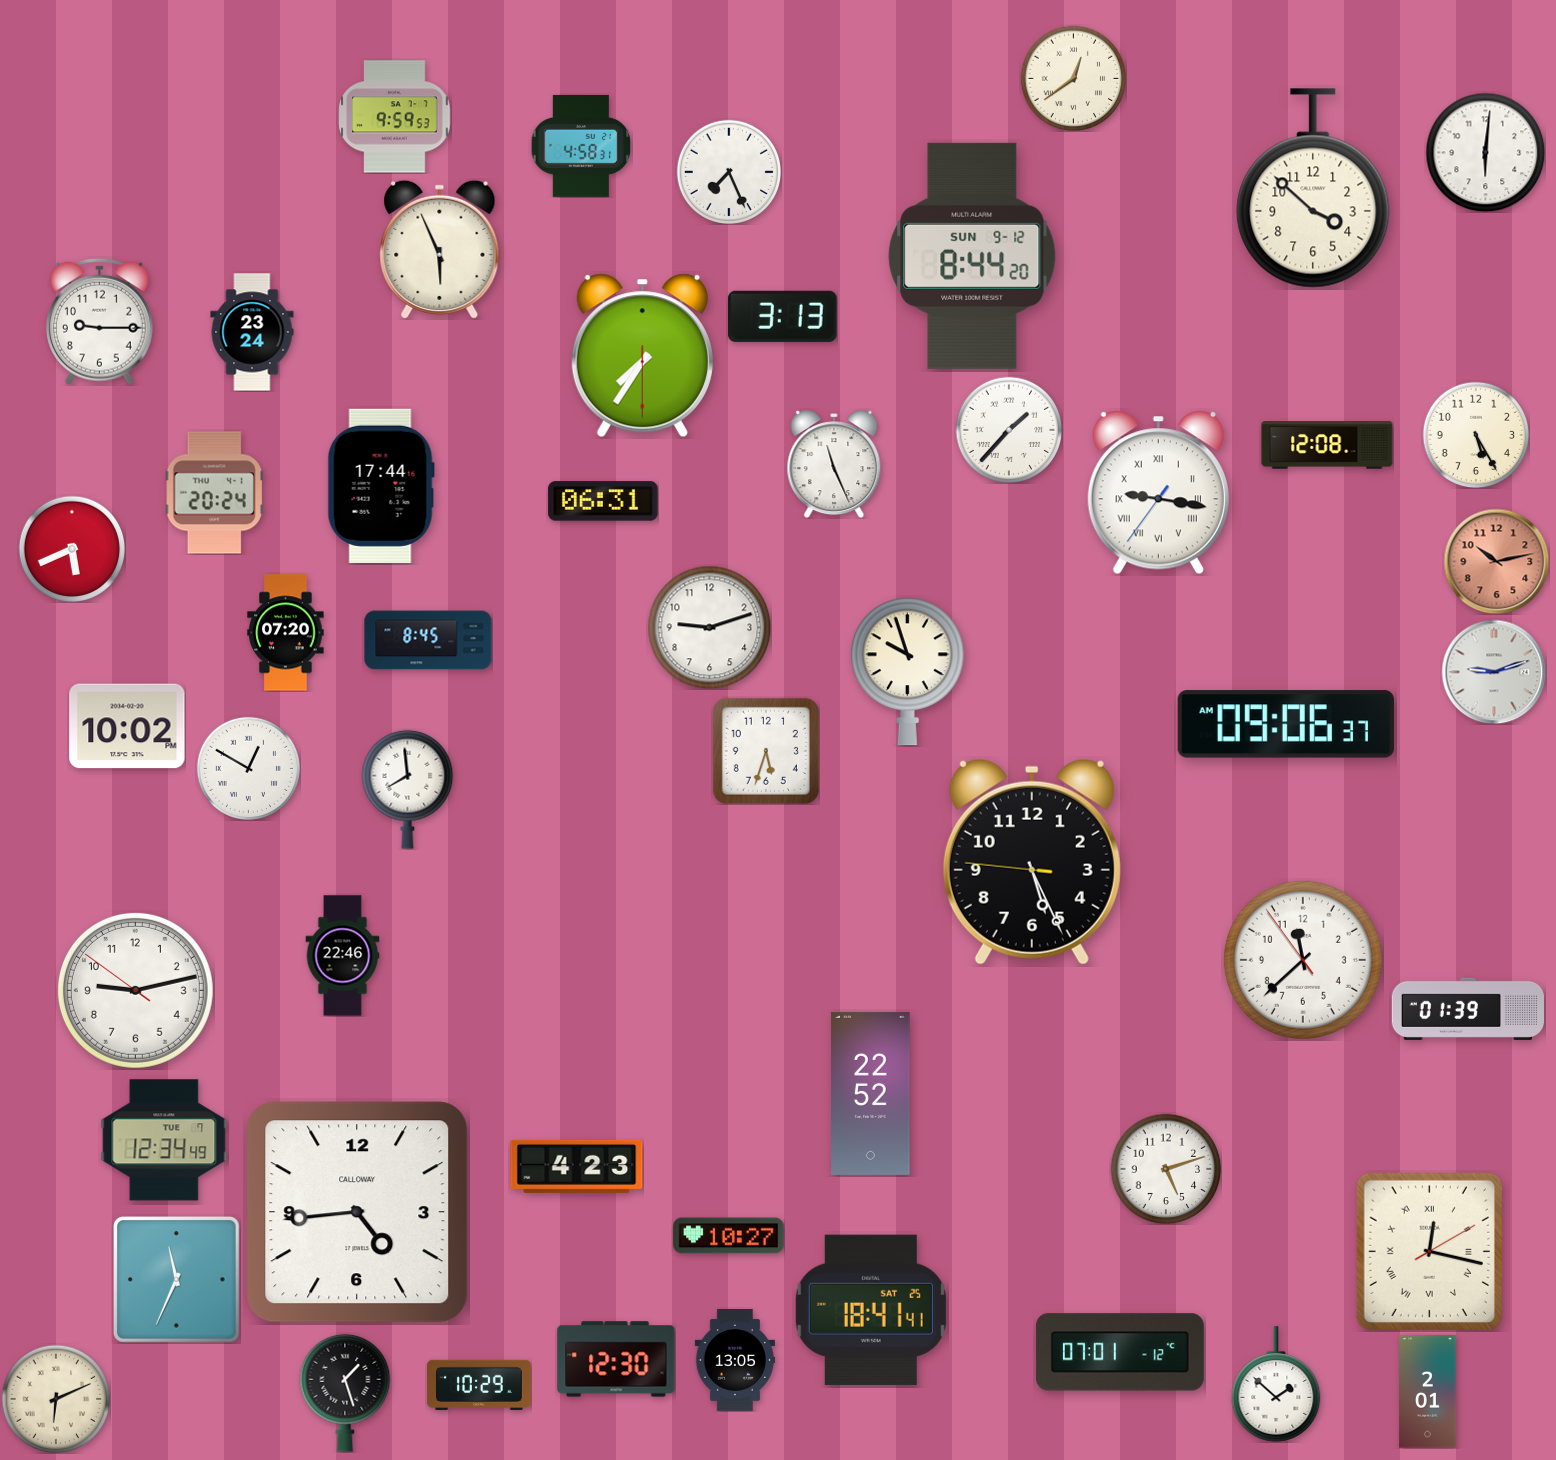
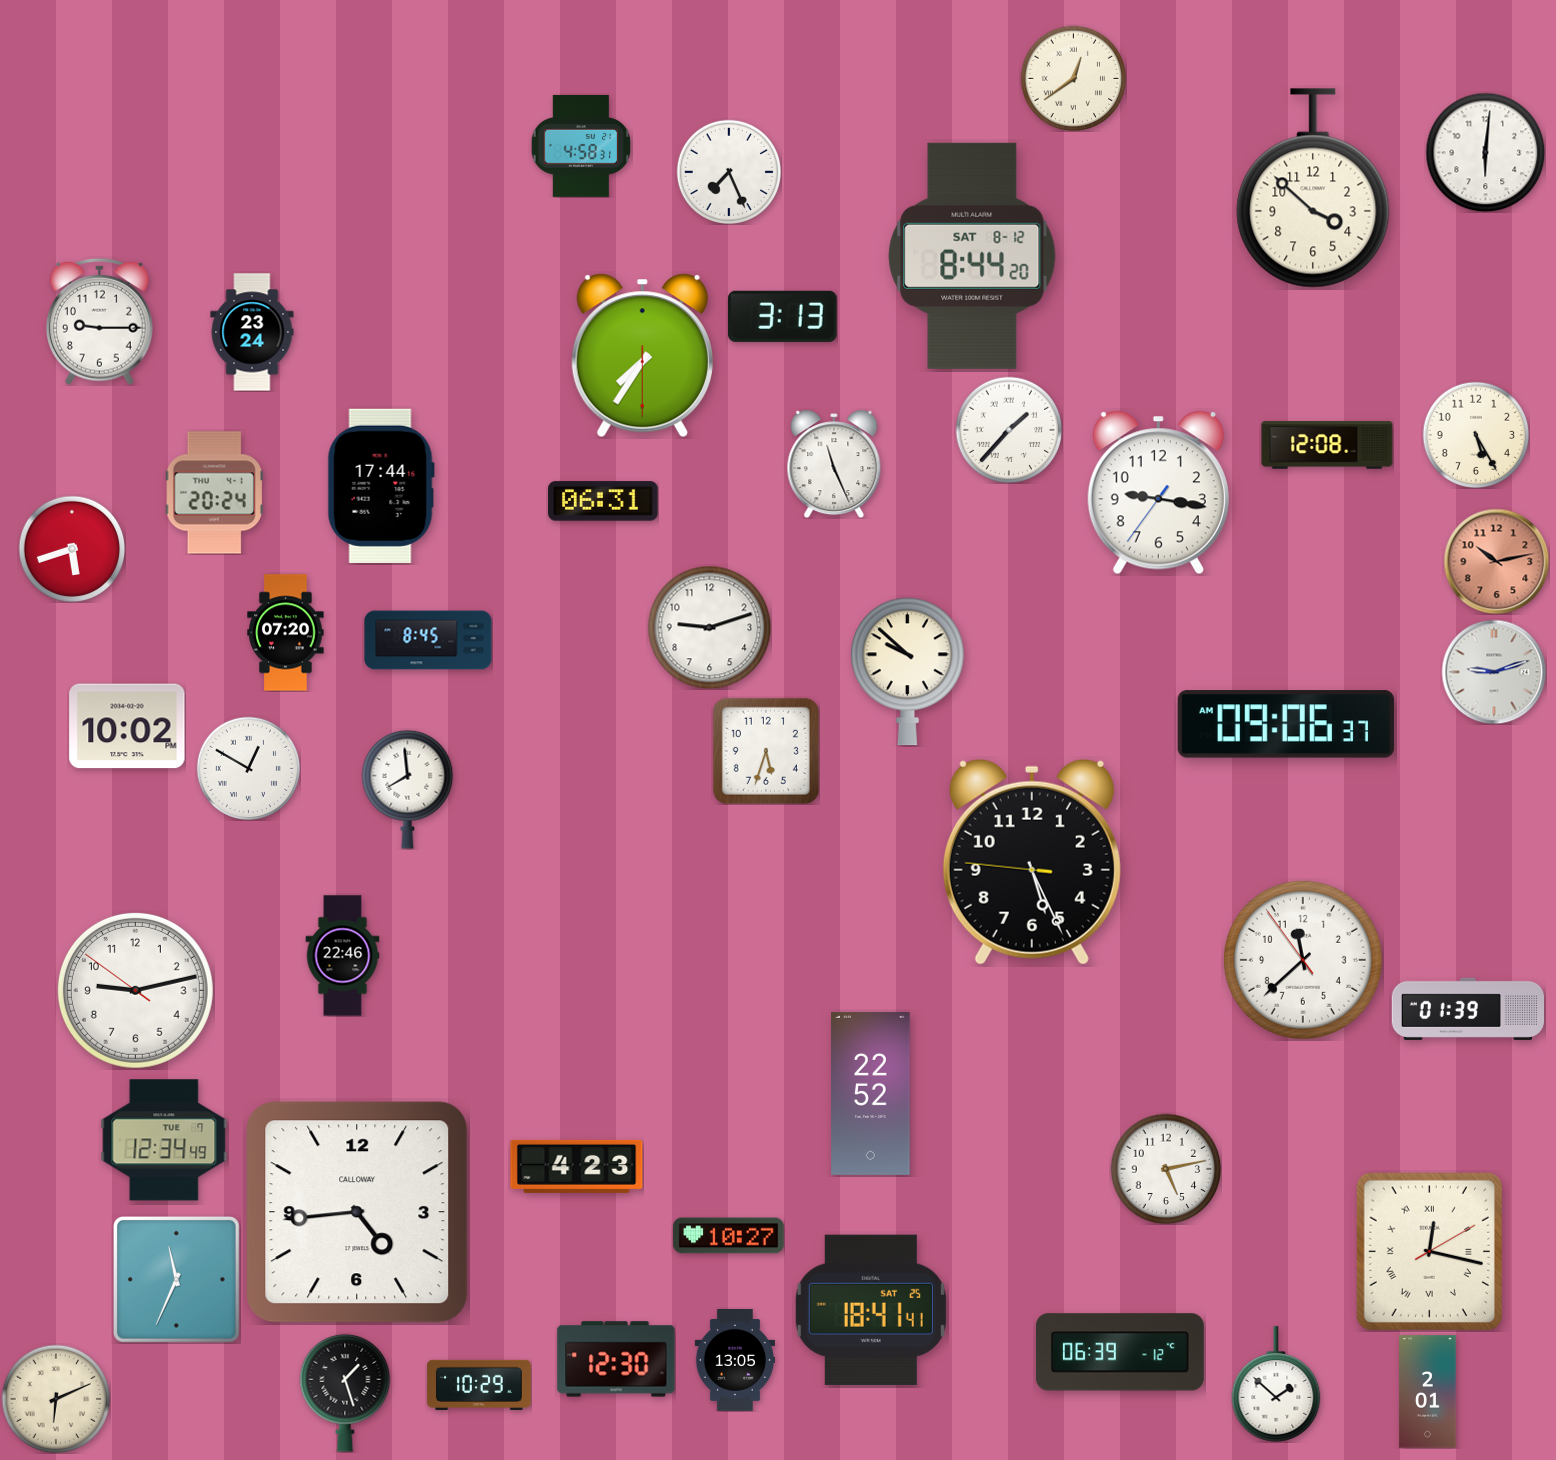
clock at (395, 117): 9:59 -> none
clock at (440, 249): 5:56 -> none
clock at (972, 256) date: SUN 9-12 -> SAT 8-12
clock at (1158, 493) numerals: Roman -> Arabic
clock at (72, 549): 5:41 -> 5:42
clock at (908, 672): 9:57 -> 9:52
clock at (1166, 1169): 5:12 -> 5:13
clock at (1120, 1352): 07:01 -> 06:39
